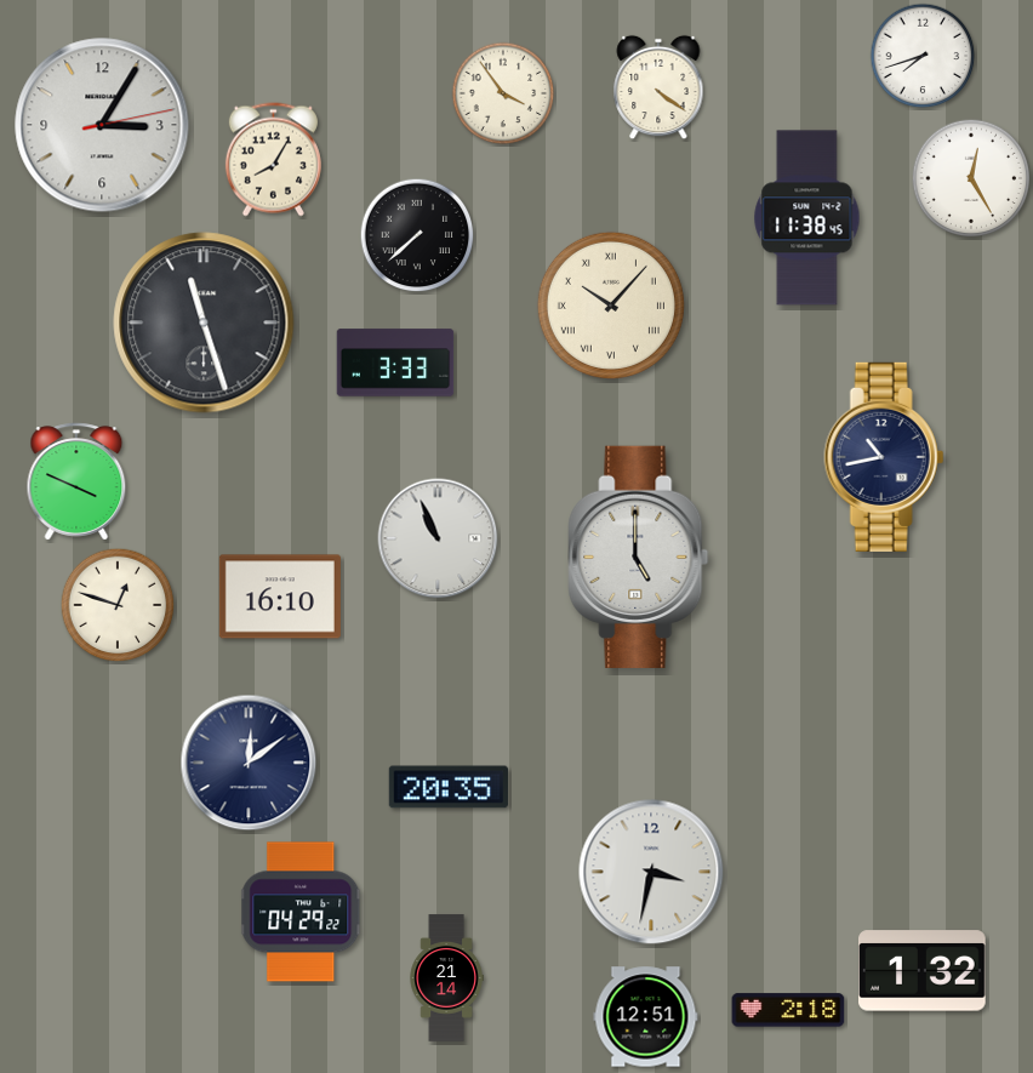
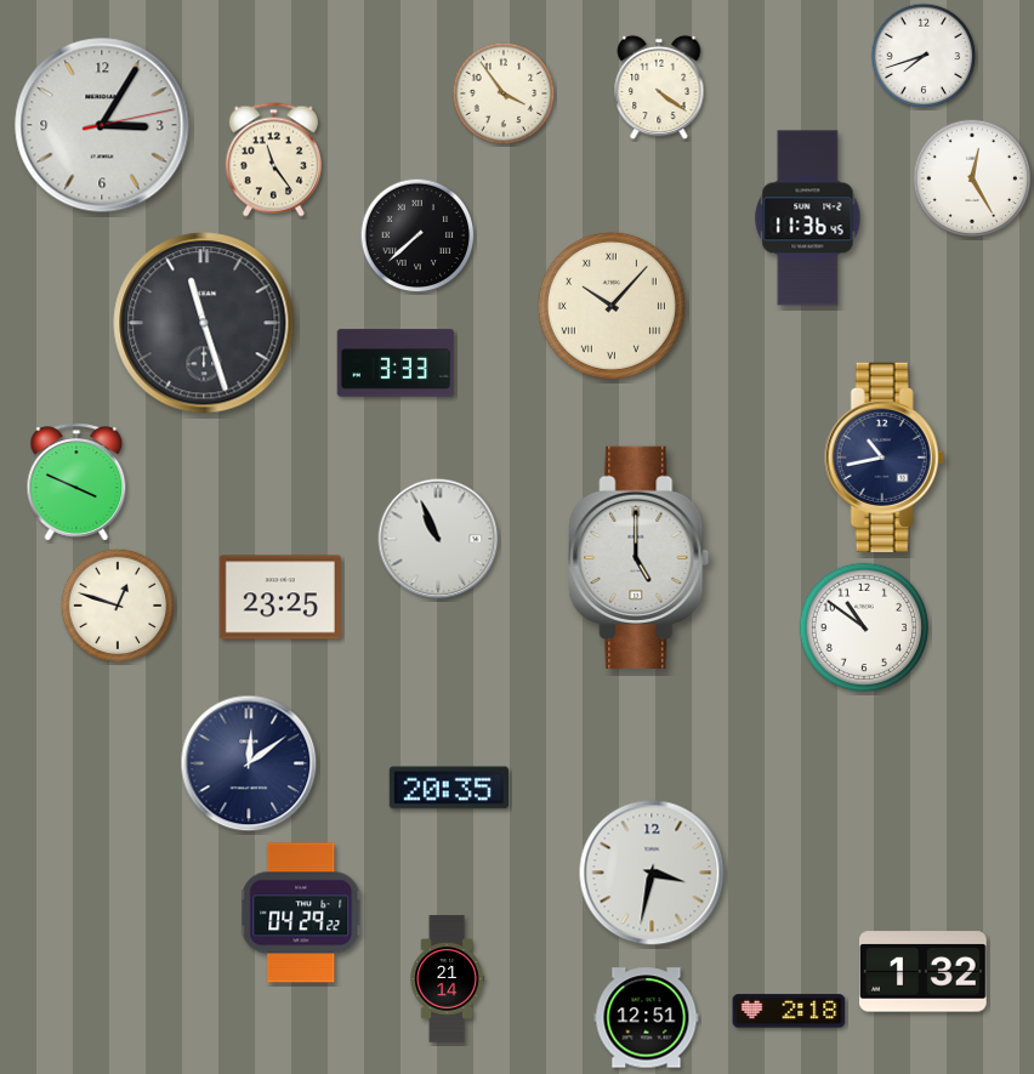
clock at (273, 160): 8:05 -> 11:24
clock at (807, 218): 11:38 -> 11:36
clock at (280, 597): 16:10 -> 23:25
clock at (863, 626): none -> 10:51
